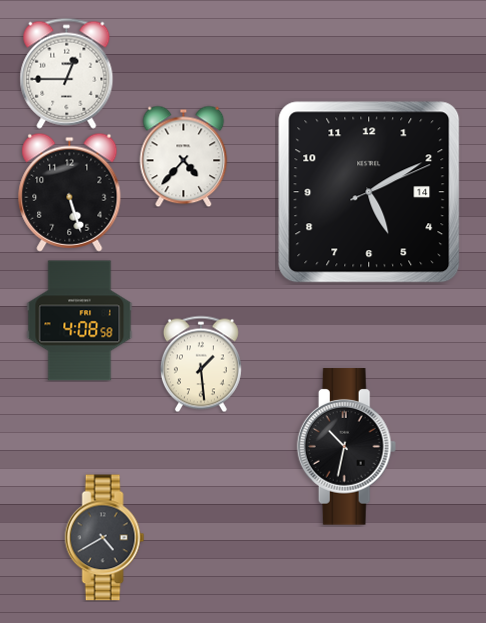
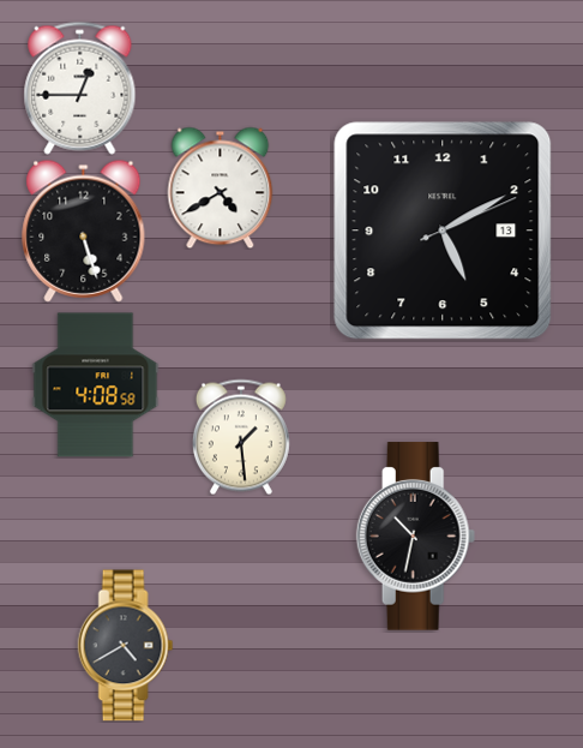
clock at (184, 156): 4:37 -> 4:40
clock at (369, 192) date: 14 -> 13
